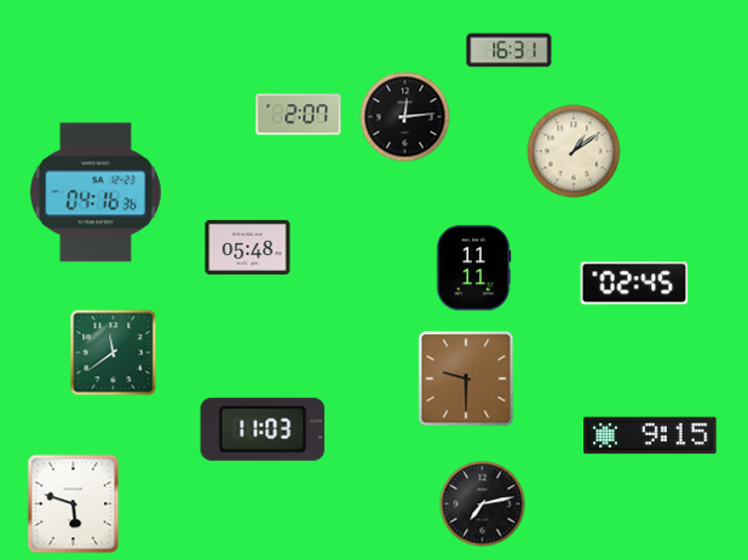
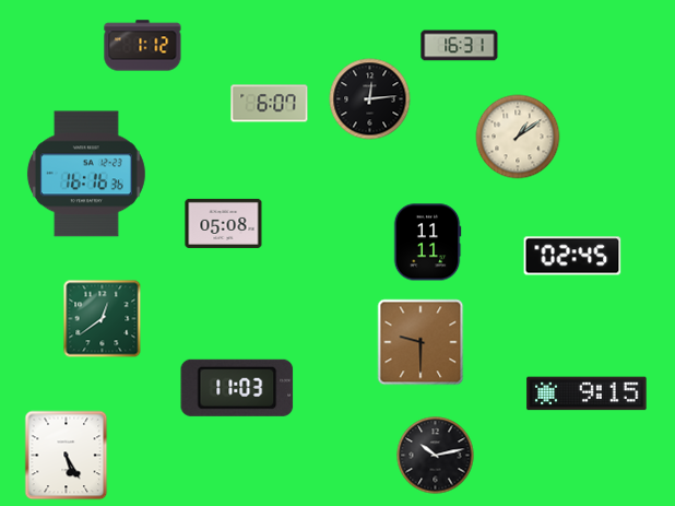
clock at (143, 46): none -> 1:12
clock at (299, 115): 2:07 -> 6:07
clock at (405, 117) position: (405, 117) -> (370, 99)
clock at (96, 192): 04:16 -> 16:16
clock at (248, 247): 05:48 -> 05:08
clock at (114, 353): 11:39 -> 12:39
clock at (74, 504): 5:48 -> 5:25
clock at (483, 504): 7:13 -> 10:13
